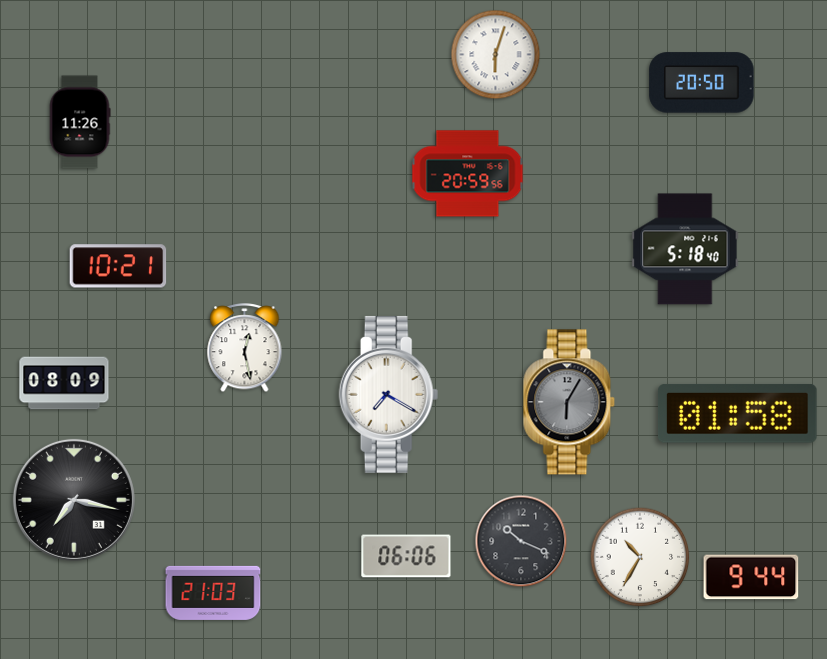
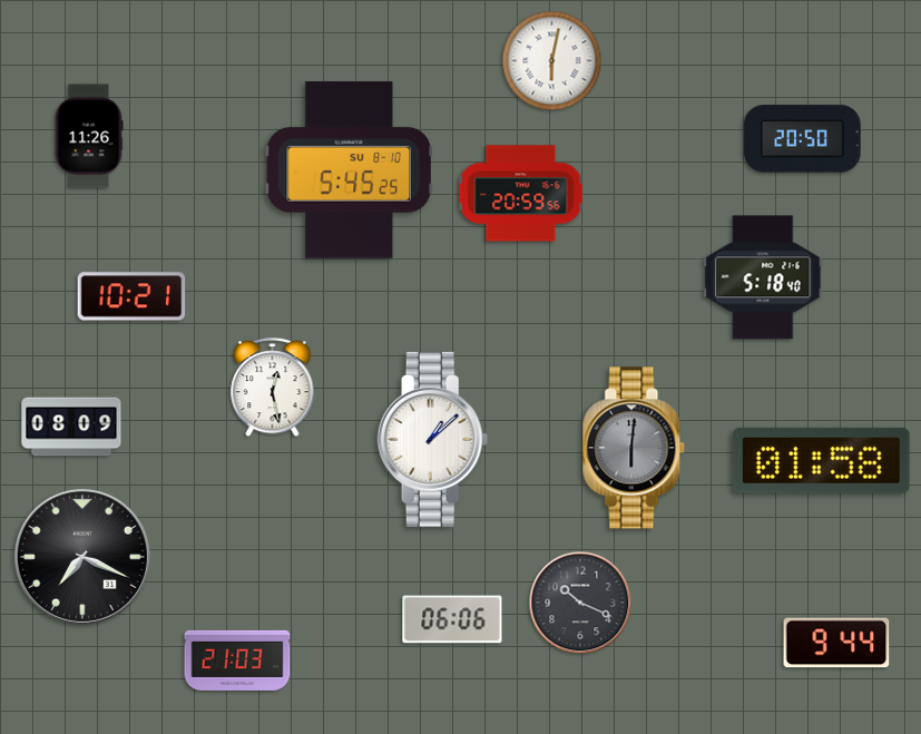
clock at (496, 55): 6:03 -> 6:02
clock at (702, 83) position: (702, 83) -> (803, 139)
clock at (349, 170): none -> 5:45
clock at (389, 394): 7:20 -> 1:08
clock at (569, 402): 6:05 -> 6:01
clock at (74, 500): 7:17 -> 7:19
clock at (640, 557): 10:35 -> none
